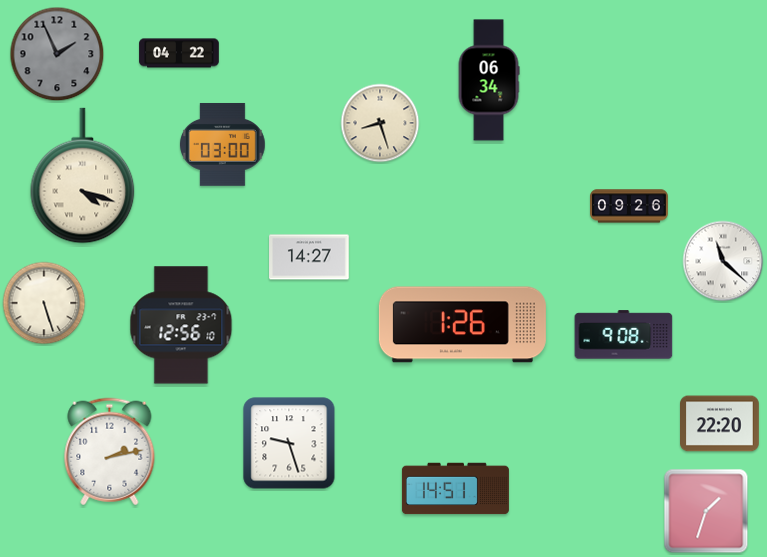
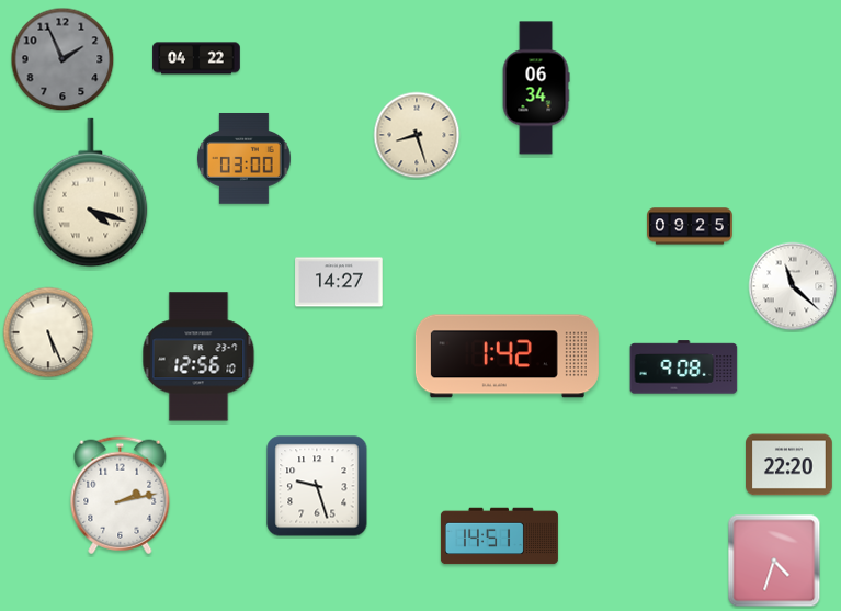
clock at (630, 206): 09:26 -> 09:25
clock at (44, 303): 5:27 -> 5:26
clock at (462, 325): 1:26 -> 1:42
clock at (706, 511): 1:33 -> 4:33
